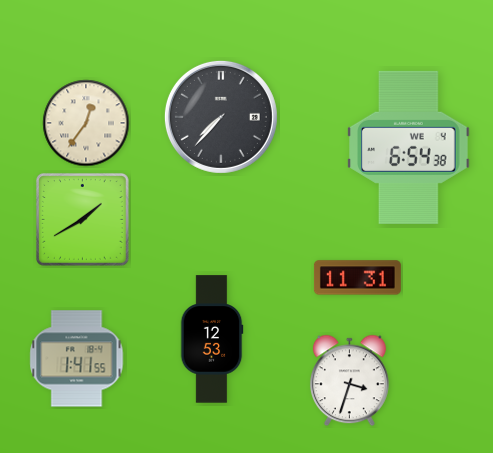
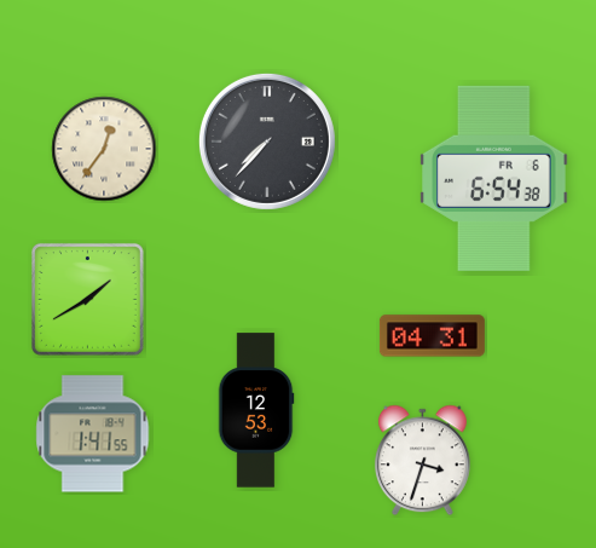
clock at (409, 147) date: WE 4 -> FR 6
clock at (82, 219) position: (82, 219) -> (87, 299)
clock at (357, 278): 11:31 -> 04:31
